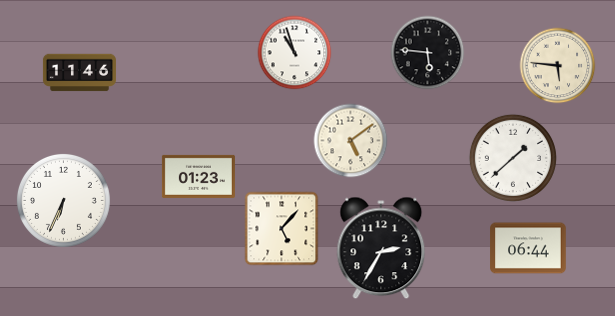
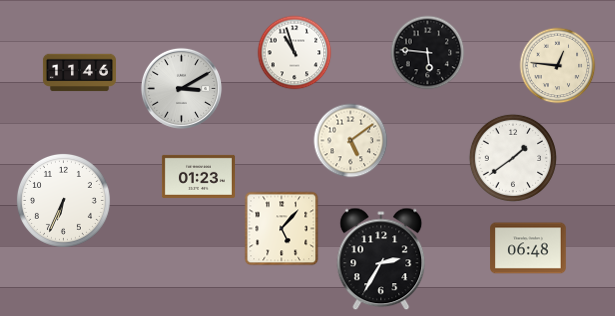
clock at (558, 66): 5:46 -> 12:46
clock at (181, 88): none -> 3:10
clock at (513, 158): 1:38 -> 1:39
clock at (381, 248) position: (381, 248) -> (381, 259)
clock at (528, 248): 06:44 -> 06:48
